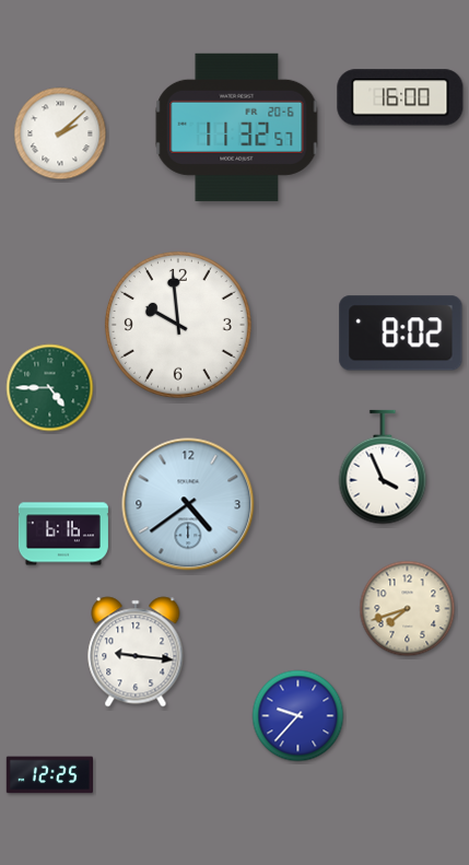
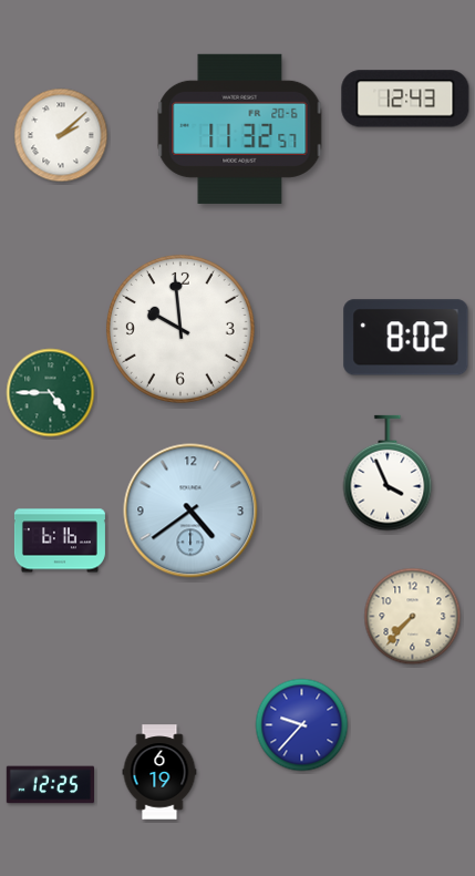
clock at (400, 97): 16:00 -> 12:43
clock at (63, 534) position: (63, 534) -> (60, 540)
clock at (408, 609): 7:42 -> 7:37
clock at (136, 652): 9:16 -> none
clock at (159, 772): none -> 6:19
